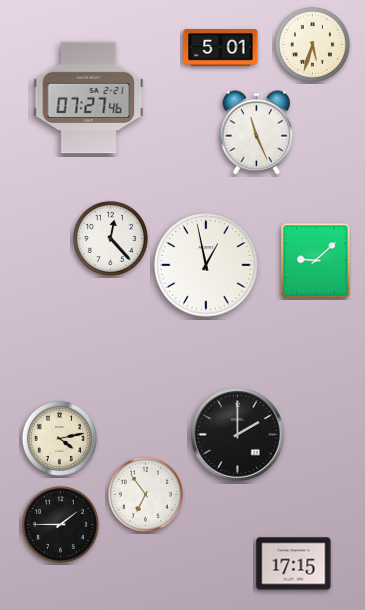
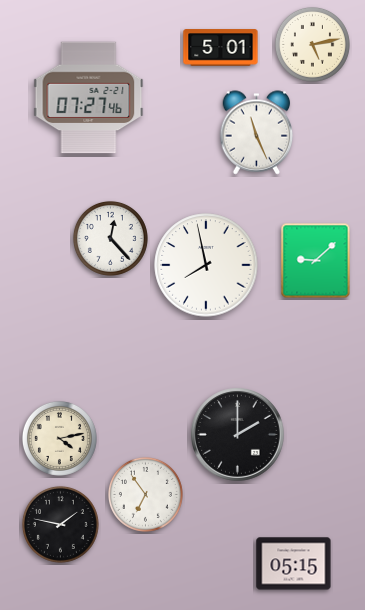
clock at (312, 44): 5:33 -> 5:13
clock at (206, 265): 12:58 -> 7:58
clock at (60, 524): 1:45 -> 1:47
clock at (294, 564): 17:15 -> 05:15
